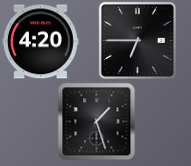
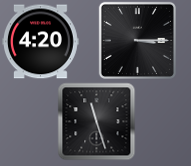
clock at (137, 40): 6:45 -> 3:15
clock at (96, 121): 1:27 -> 11:27
